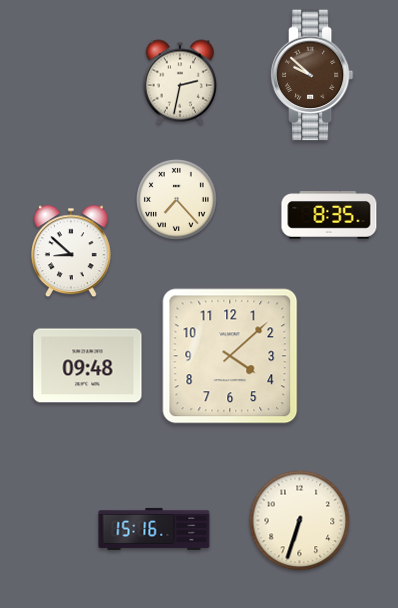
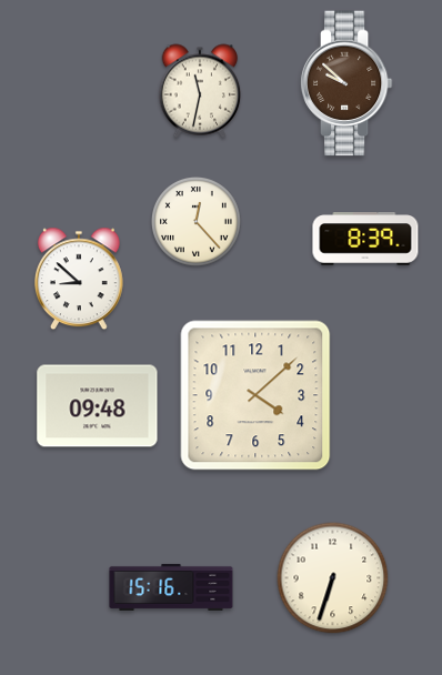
clock at (180, 82): 2:32 -> 11:32
clock at (177, 200): 7:23 -> 12:23
clock at (329, 215): 8:35 -> 8:39
